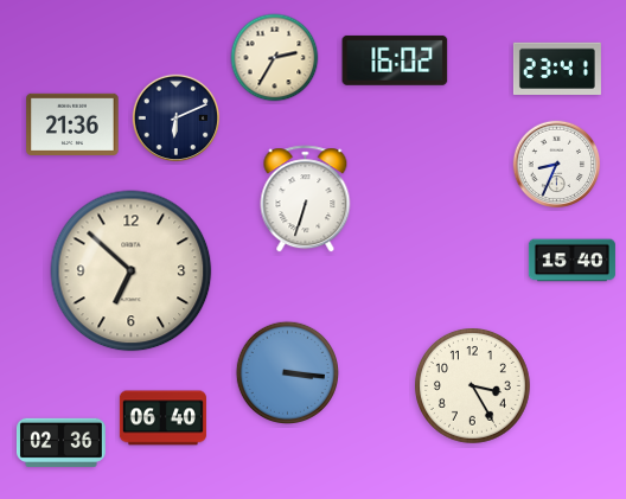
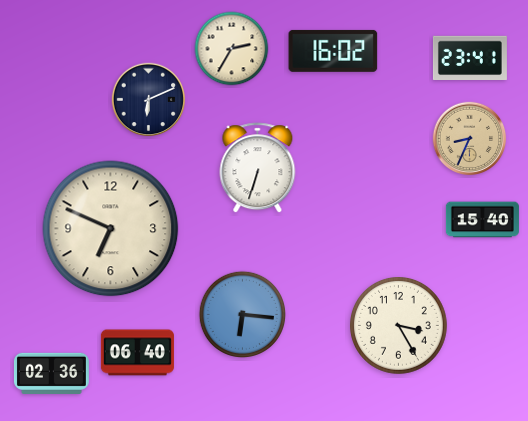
clock at (72, 123): 21:36 -> none
clock at (557, 165) dial: white -> champagne
clock at (132, 271): 6:52 -> 6:49
clock at (287, 372): 3:16 -> 6:16
